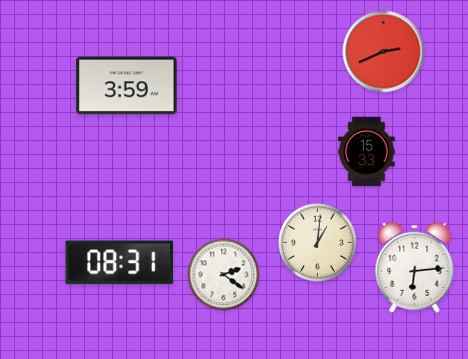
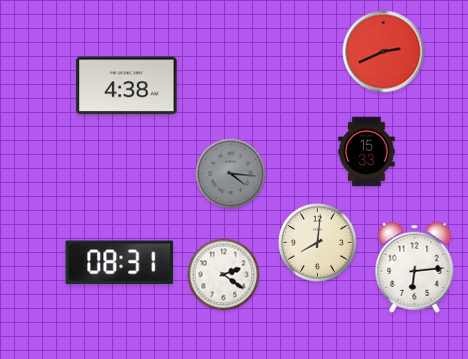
clock at (127, 86): 3:59 -> 4:38
clock at (231, 174): none -> 4:16
clock at (317, 242): 1:01 -> 8:01
